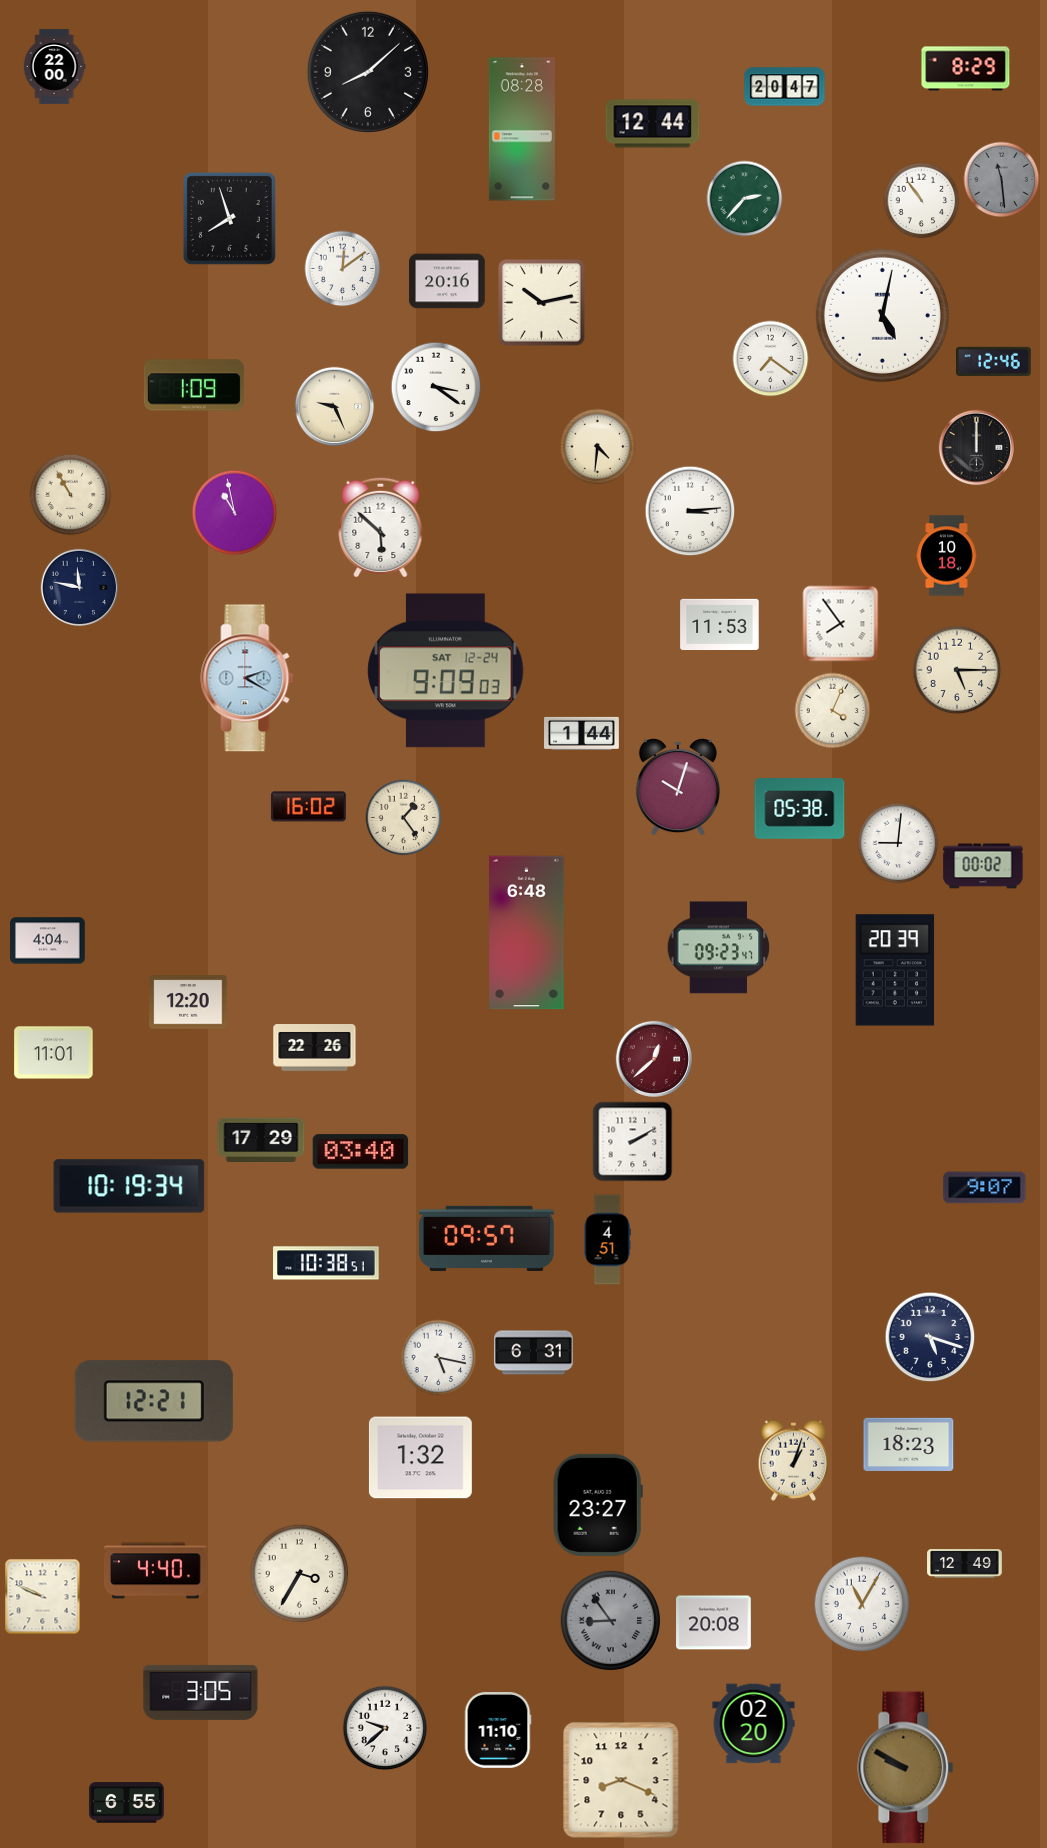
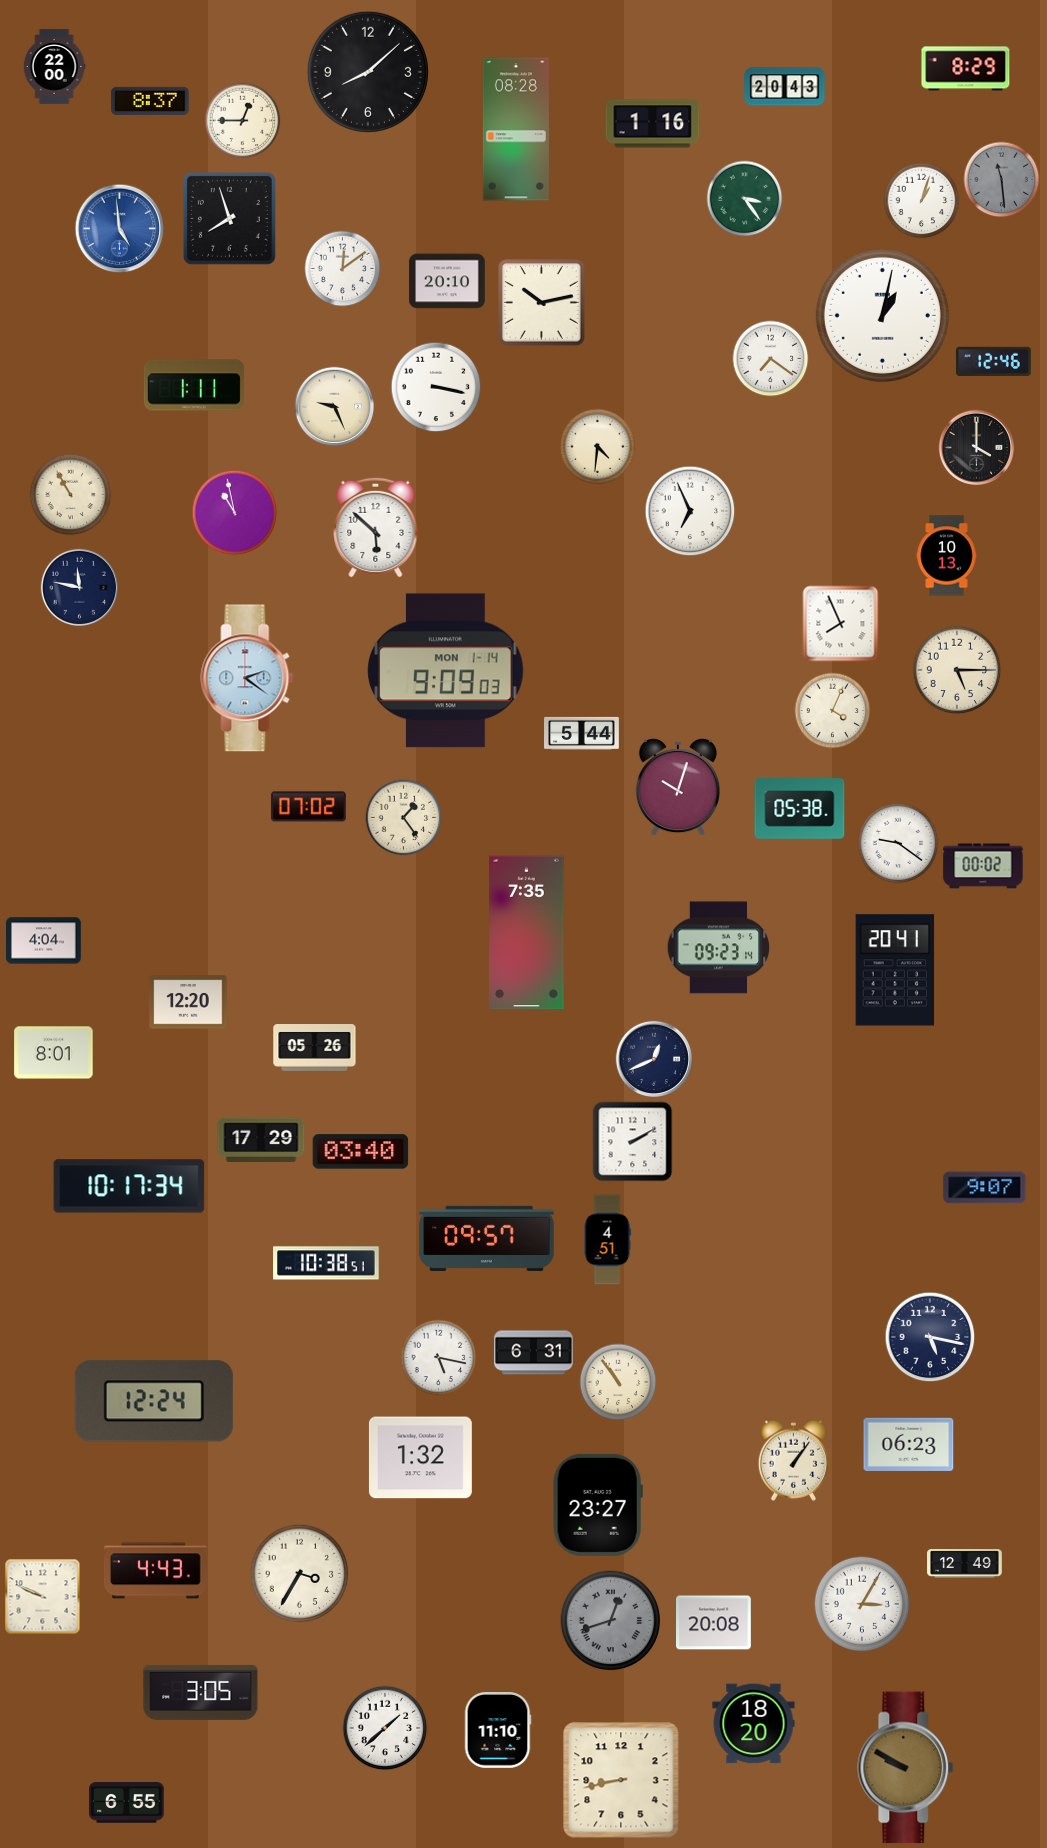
clock at (785, 87): 20:47 -> 20:43
clock at (150, 101): none -> 8:37
clock at (243, 121): none -> 12:45
clock at (653, 124): 12:44 -> 1:16
clock at (522, 129) position: (522, 129) -> (516, 129)
clock at (745, 199): 2:37 -> 3:24
clock at (922, 201): 10:54 -> 1:03
clock at (120, 229): none -> 4:59
clock at (447, 281): 20:16 -> 20:10
clock at (882, 315): 5:02 -> 1:02
clock at (194, 385): 1:09 -> 1:11
clock at (436, 387): 3:21 -> 3:17
clock at (976, 447): 12:00 -> 4:00
clock at (690, 511): 3:14 -> 6:56
clock at (381, 527) position: (381, 527) -> (376, 527)
clock at (947, 556): 10:18 -> 10:13
clock at (720, 624): 11:53 -> none
clock at (841, 624): 7:54 -> 7:56
clock at (446, 671) date: SAT 12-24 -> MON 1-14
clock at (247, 678): 2:20 -> 2:21
clock at (582, 733): 1:44 -> 5:44
clock at (308, 807): 16:02 -> 07:02
clock at (898, 843): 9:01 -> 9:21
clock at (527, 933): 6:48 -> 7:35
clock at (48, 941) position: (48, 941) -> (44, 941)
clock at (719, 948): 09:23:47 -> 09:23:14
clock at (895, 970): 20:39 -> 20:41
clock at (315, 1048): 22:26 -> 05:26
clock at (54, 1053): 11:01 -> 8:01
clock at (653, 1058): 12:38 -> 12:41
clock at (653, 1058) dial: burgundy -> navy
clock at (129, 1186): 10:19 -> 10:17
clock at (930, 1337): 5:18 -> 5:17
clock at (618, 1382): none -> 10:54
clock at (154, 1401): 12:21 -> 12:24
clock at (909, 1444): 18:23 -> 06:23
clock at (793, 1460): 1:03 -> 1:06
clock at (155, 1571): 4:40 -> 4:43
clock at (862, 1604): 11:05 -> 3:05
clock at (611, 1621): 8:54 -> 12:42
clock at (754, 1724): 02:20 -> 18:20
clock at (385, 1728): 9:38 -> 1:38
clock at (621, 1780): 8:19 -> 8:43
